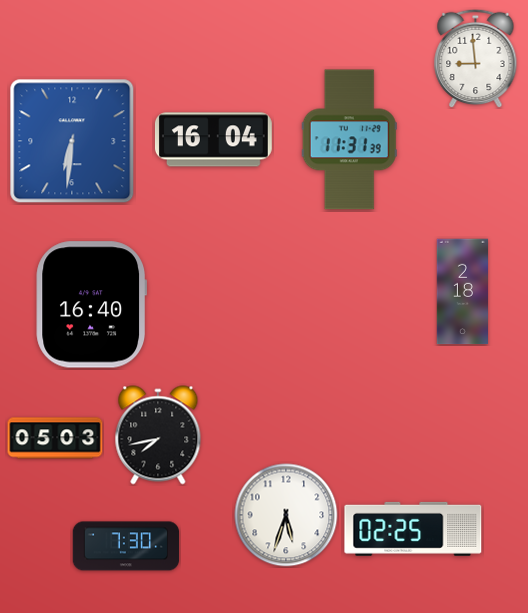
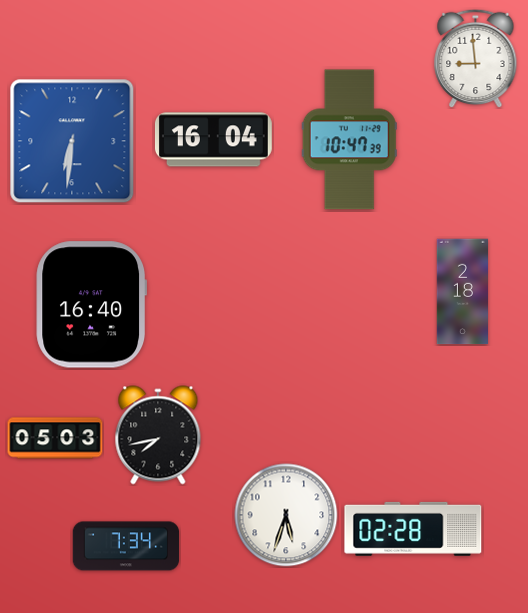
clock at (349, 140): 11:31 -> 10:47
clock at (413, 529): 02:25 -> 02:28
clock at (126, 546): 7:30 -> 7:34
